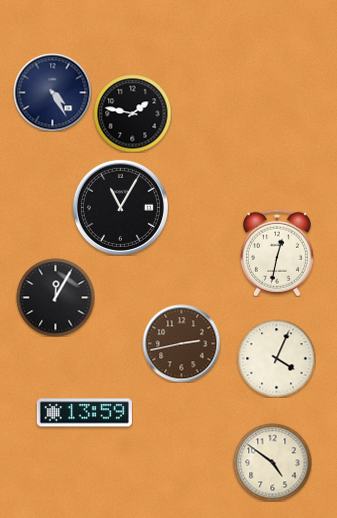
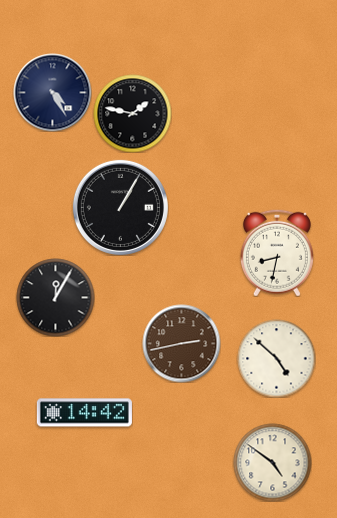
clock at (120, 207): 11:05 -> 1:05
clock at (277, 253): 12:32 -> 8:32
clock at (276, 358): 4:04 -> 4:52
clock at (84, 413): 13:59 -> 14:42
